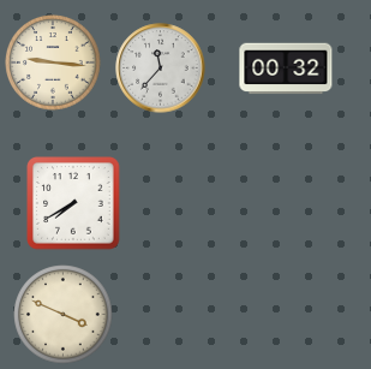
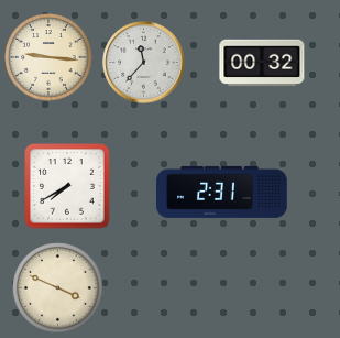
clock at (161, 69) position: (161, 69) -> (144, 63)
clock at (222, 192): none -> 2:31
